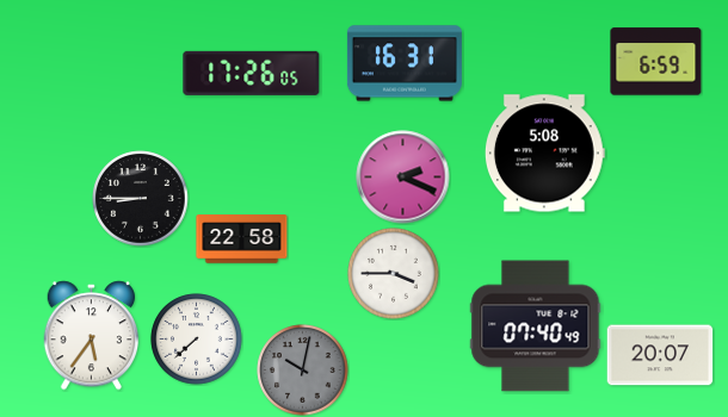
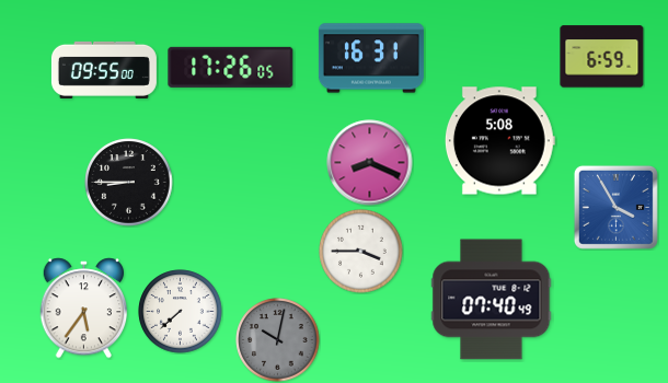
clock at (104, 70): none -> 09:55
clock at (403, 178): 2:19 -> 8:19
clock at (615, 207): none -> 3:55
clock at (242, 239): 22:58 -> none
clock at (660, 355): 20:07 -> none
